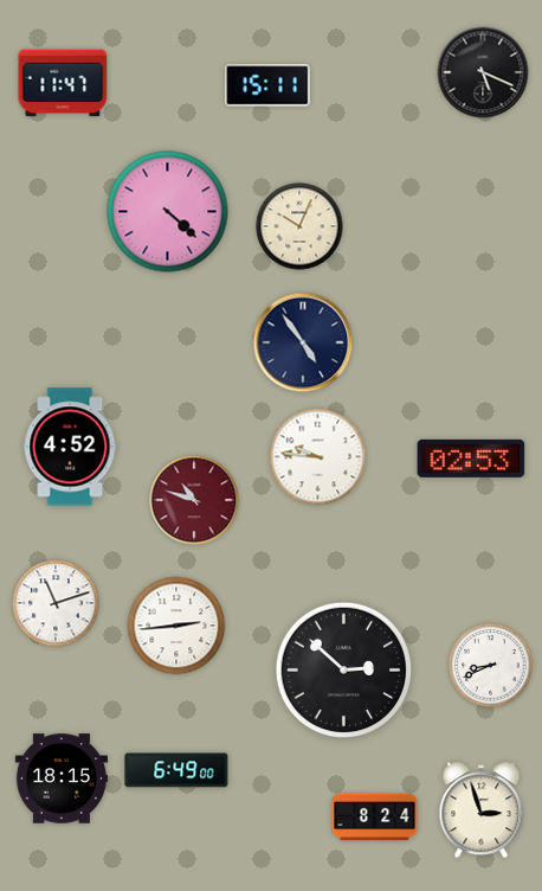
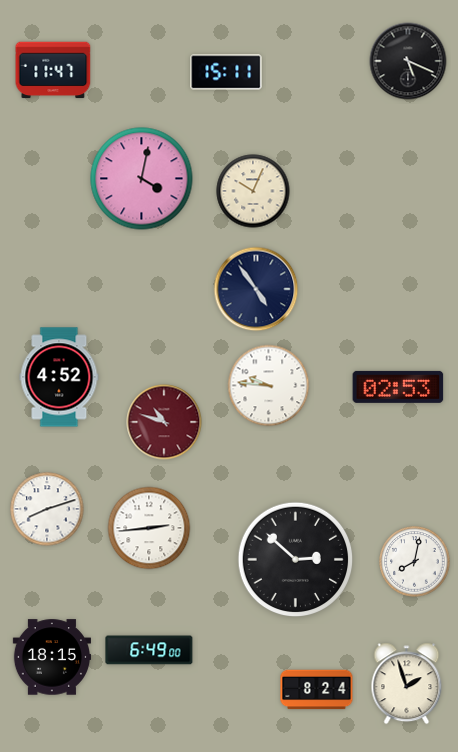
clock at (168, 212): 4:22 -> 4:02
clock at (56, 603): 11:12 -> 8:12
clock at (491, 666): 8:41 -> 8:02
clock at (344, 671) position: (344, 671) -> (296, 560)
clock at (482, 810): 2:57 -> 1:57
